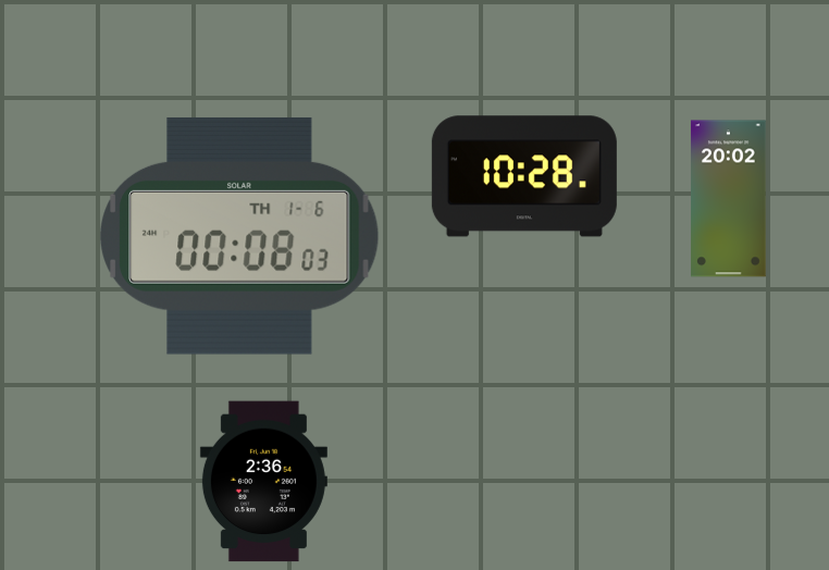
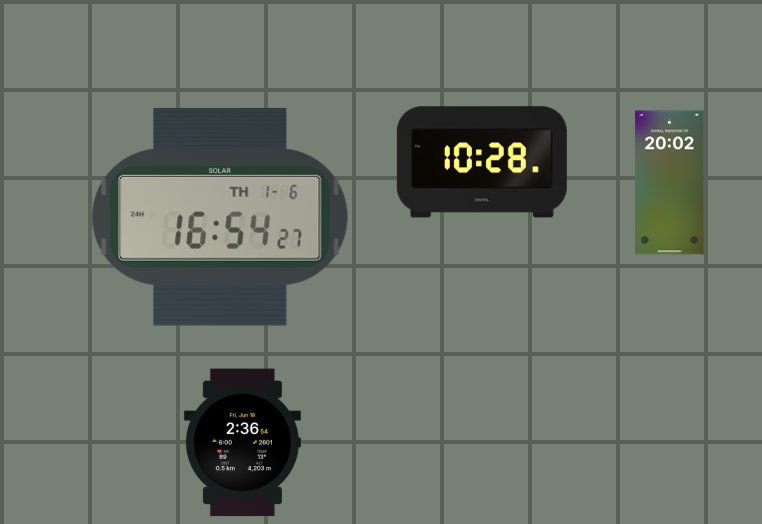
clock at (239, 236): 00:08 -> 16:54
